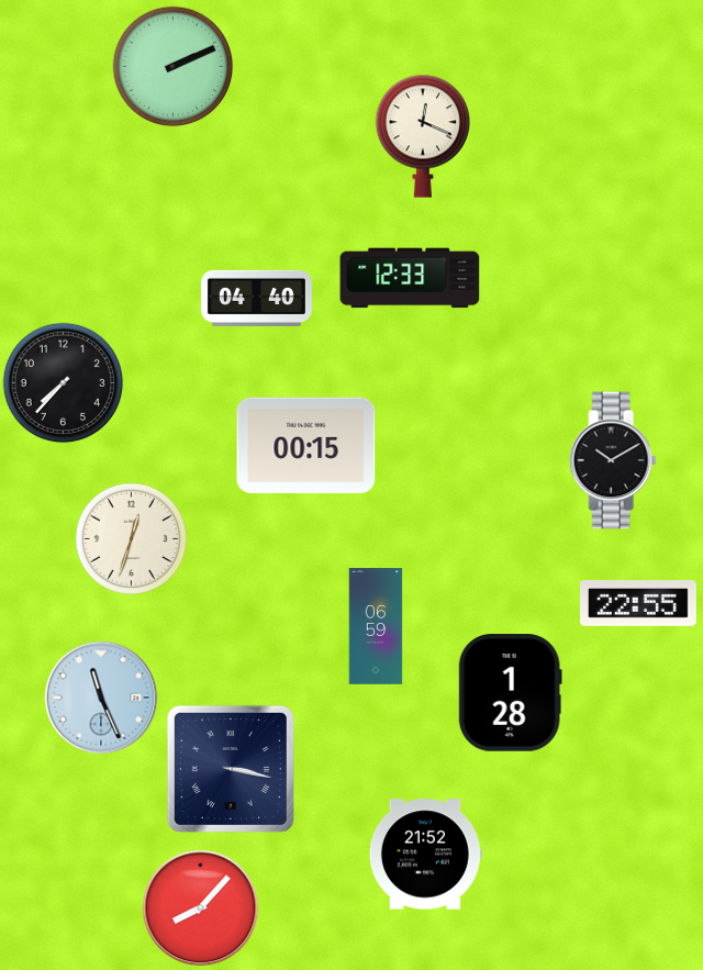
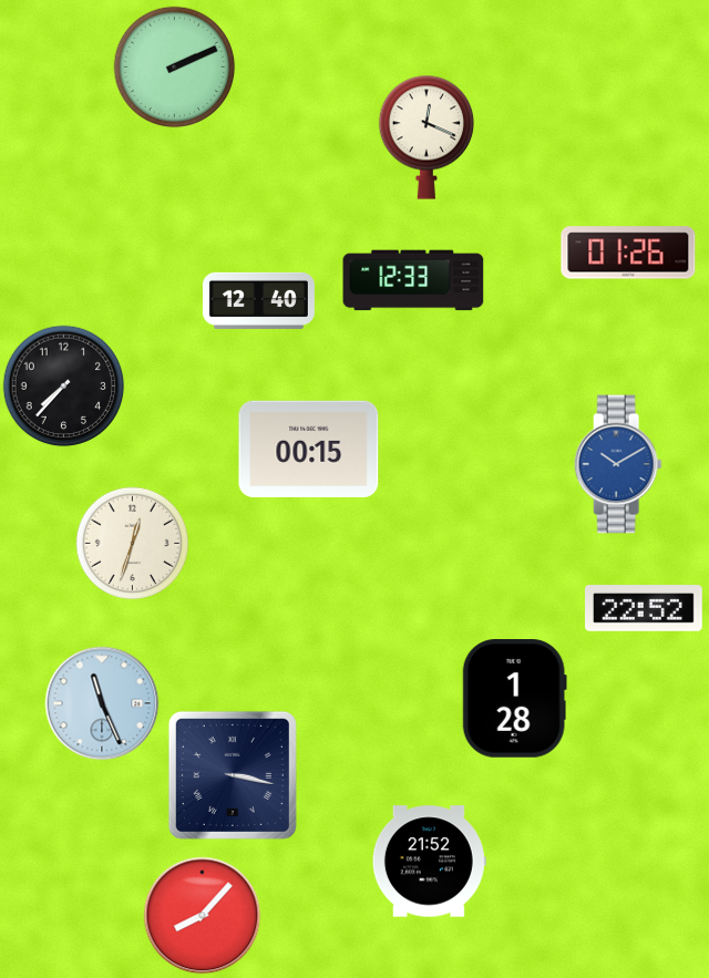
clock at (628, 253): none -> 01:26
clock at (256, 298): 04:40 -> 12:40
clock at (613, 460) dial: black -> blue
clock at (638, 603): 22:55 -> 22:52
clock at (376, 626): 06:59 -> none
